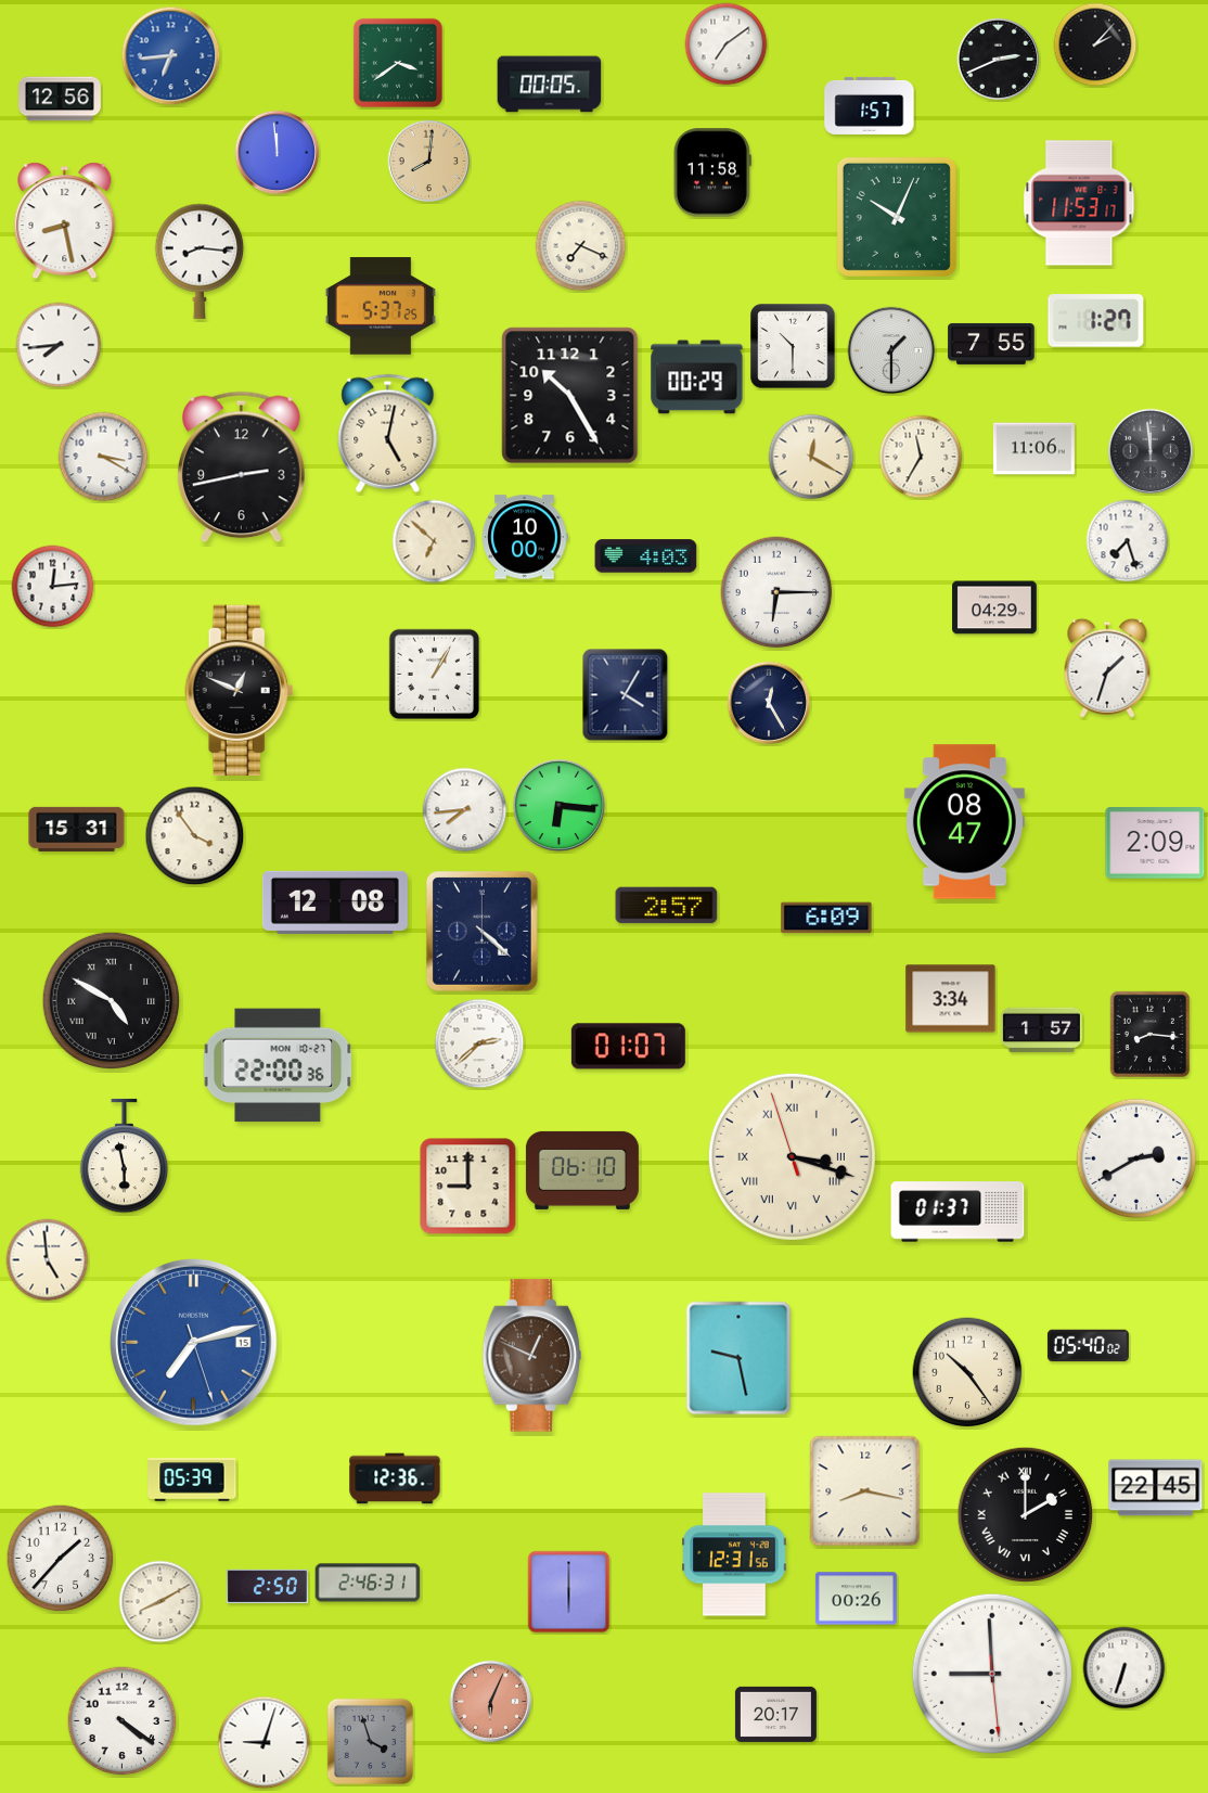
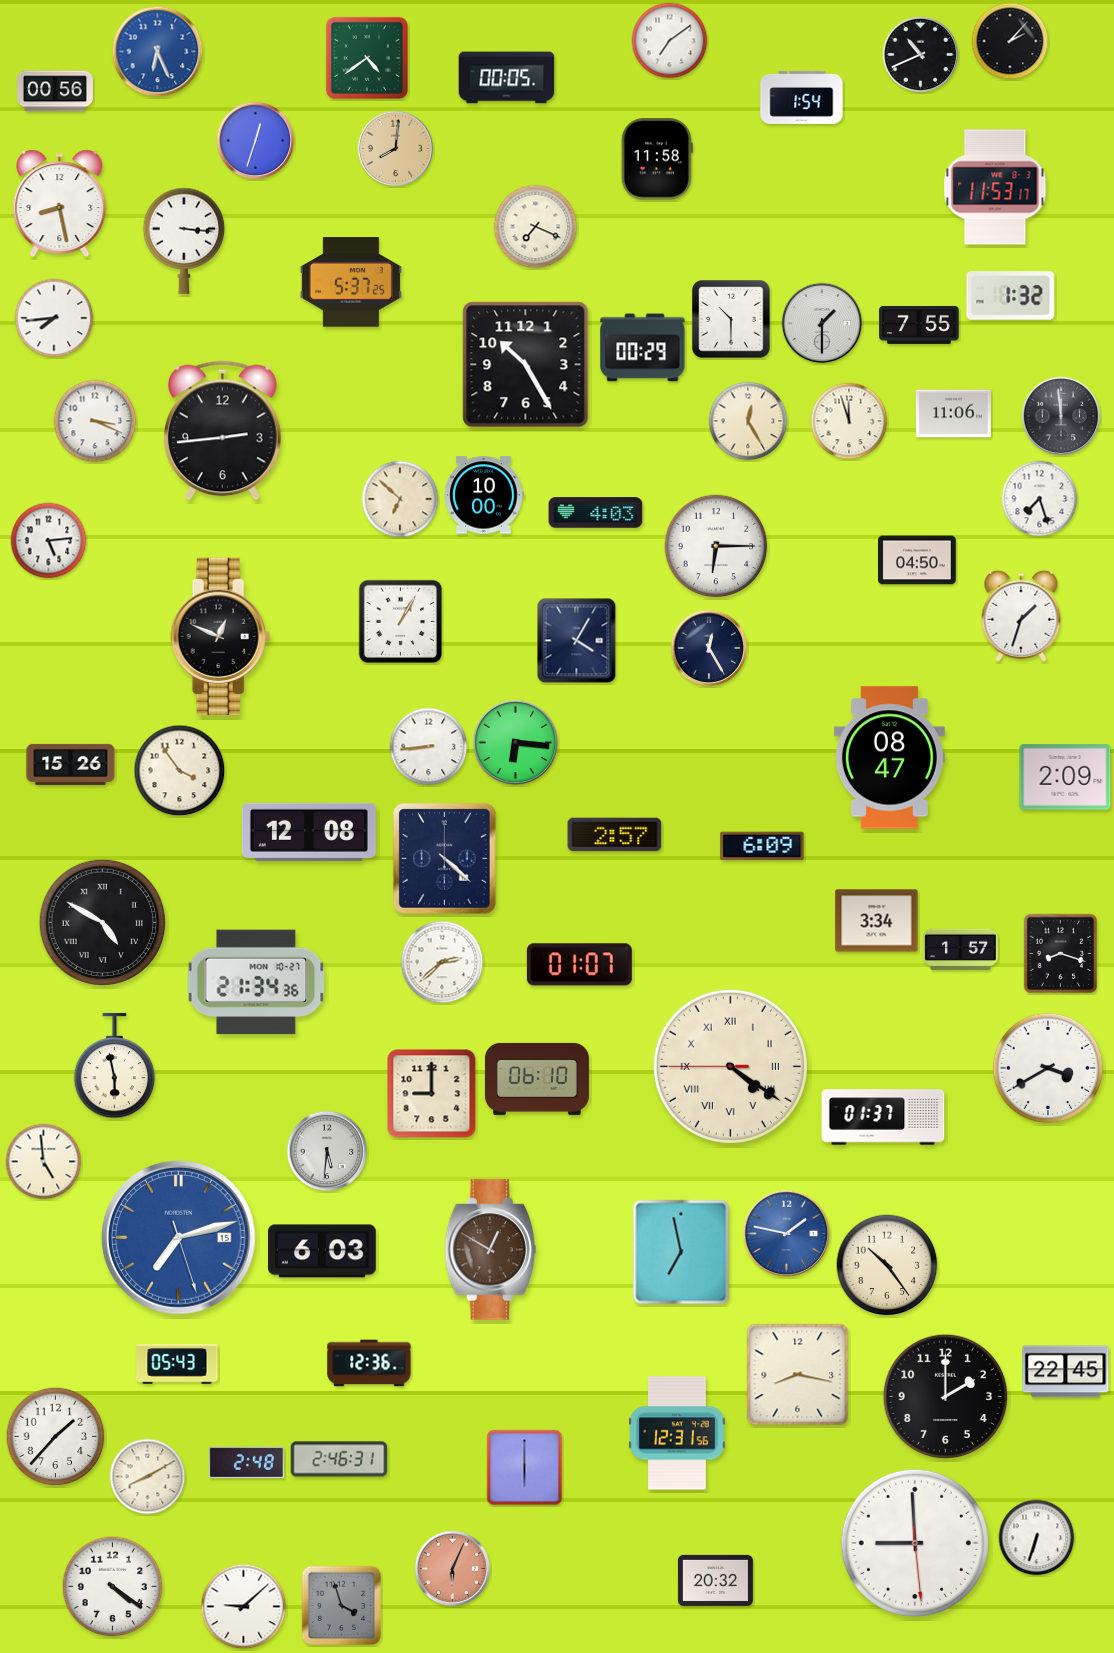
clock at (171, 56): 6:44 -> 6:26
clock at (999, 60): 2:41 -> 10:41
clock at (398, 63): 3:39 -> 4:39
clock at (61, 99): 12:56 -> 00:56
clock at (870, 105): 1:57 -> 1:54
clock at (278, 153): 11:59 -> 12:33
clock at (897, 217): 10:04 -> none
clock at (200, 261): 8:16 -> 3:16
clock at (1096, 321): 1:27 -> 1:32
clock at (991, 344) position: (991, 344) -> (919, 325)
clock at (388, 433): 5:02 -> none
clock at (103, 457): 3:20 -> 3:19
clock at (811, 457): 12:20 -> 12:25
clock at (921, 457): 11:35 -> 11:57
clock at (242, 468): 2:43 -> 2:44
clock at (53, 587): 12:14 -> 5:14
clock at (994, 607): 04:29 -> 04:50
clock at (465, 810): 7:44 -> 8:44
clock at (77, 829): 15:31 -> 15:26
clock at (1151, 1035): 8:16 -> 8:18
clock at (278, 1065): 22:00 -> 21:34
clock at (792, 1156): 3:17 -> 4:20
clock at (1136, 1158): 2:40 -> 3:40
clock at (327, 1151): none -> 5:31
clock at (787, 1234): none -> 1:47
clock at (1088, 1346): 05:40 -> none
clock at (531, 1356): 12:49 -> 12:50
clock at (322, 1251): none -> 6:03
clock at (738, 1358): 9:28 -> 6:58
clock at (967, 1372) position: (967, 1372) -> (887, 1265)
clock at (395, 1478) position: (395, 1478) -> (369, 1363)
clock at (192, 1480): 05:39 -> 05:43
clock at (1026, 1515) numerals: Roman -> Arabic
clock at (267, 1586): 2:50 -> 2:48
clock at (856, 1599): 00:26 -> none
clock at (775, 1714): 20:17 -> 20:32
clock at (265, 1743): 9:03 -> 9:08
